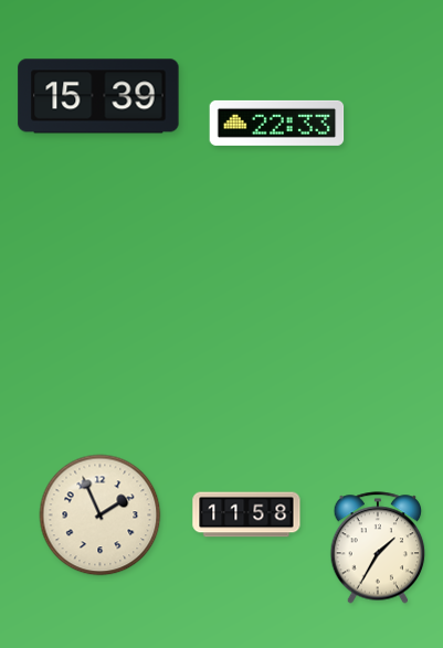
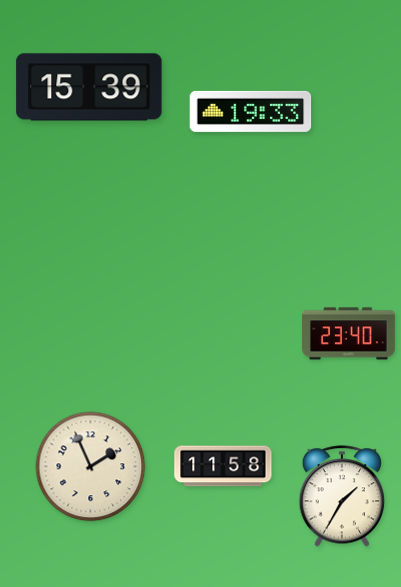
clock at (277, 123): 22:33 -> 19:33
clock at (349, 334): none -> 23:40
